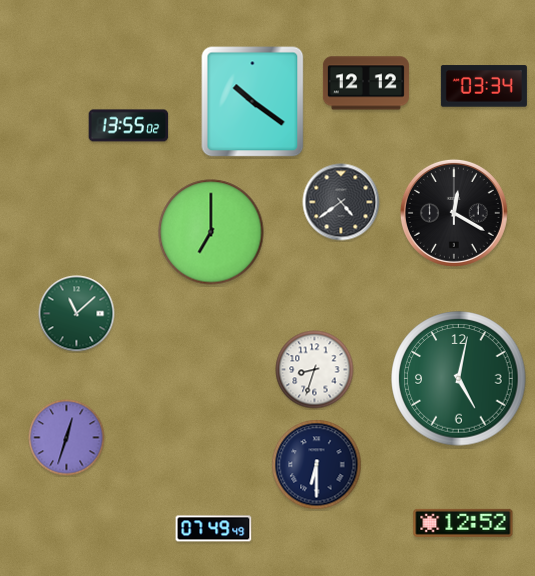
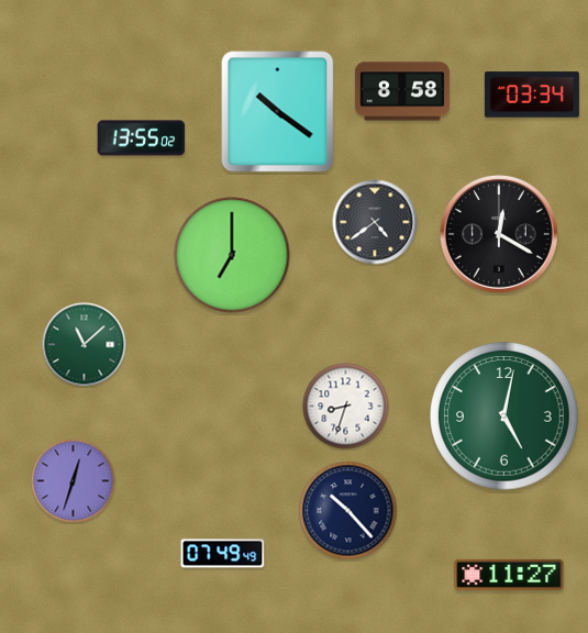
clock at (366, 83): 12:12 -> 8:58
clock at (317, 465): 6:30 -> 10:23
clock at (463, 523): 12:52 -> 11:27
clock at (214, 529) position: (214, 529) -> (223, 554)
